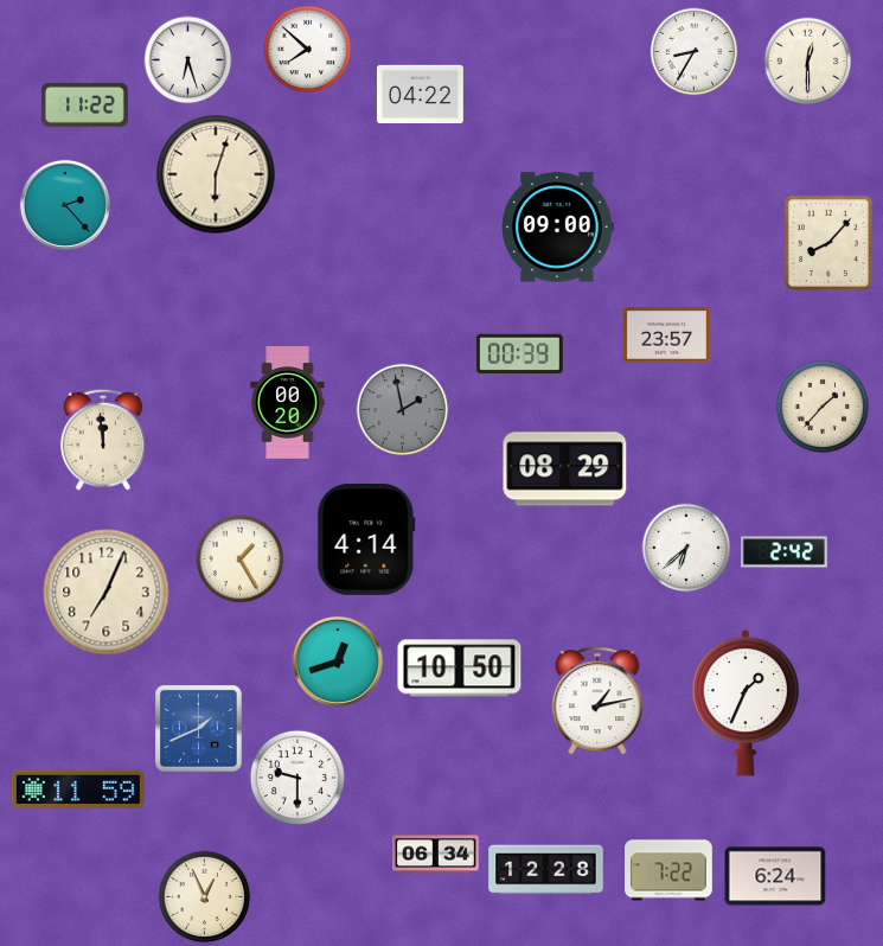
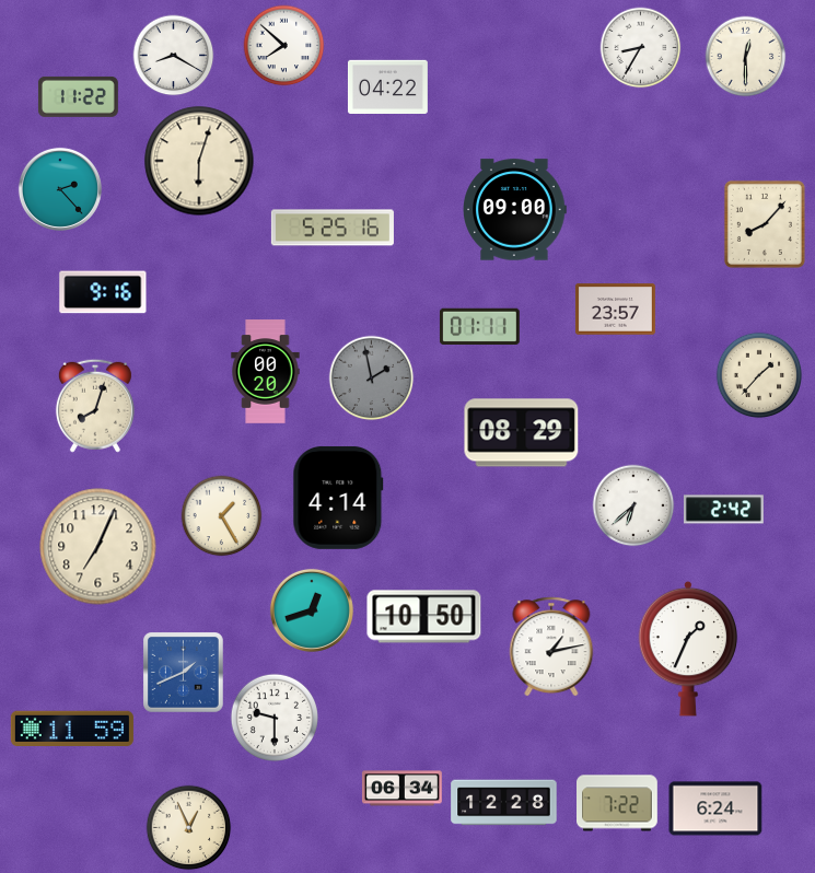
clock at (188, 60): 6:27 -> 8:20
clock at (333, 228): none -> 5:25
clock at (103, 292): none -> 9:16
clock at (519, 353): 00:39 -> 01:11
clock at (103, 440): 11:59 -> 8:03
